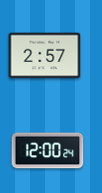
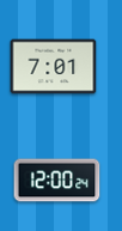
clock at (45, 56): 2:57 -> 7:01
